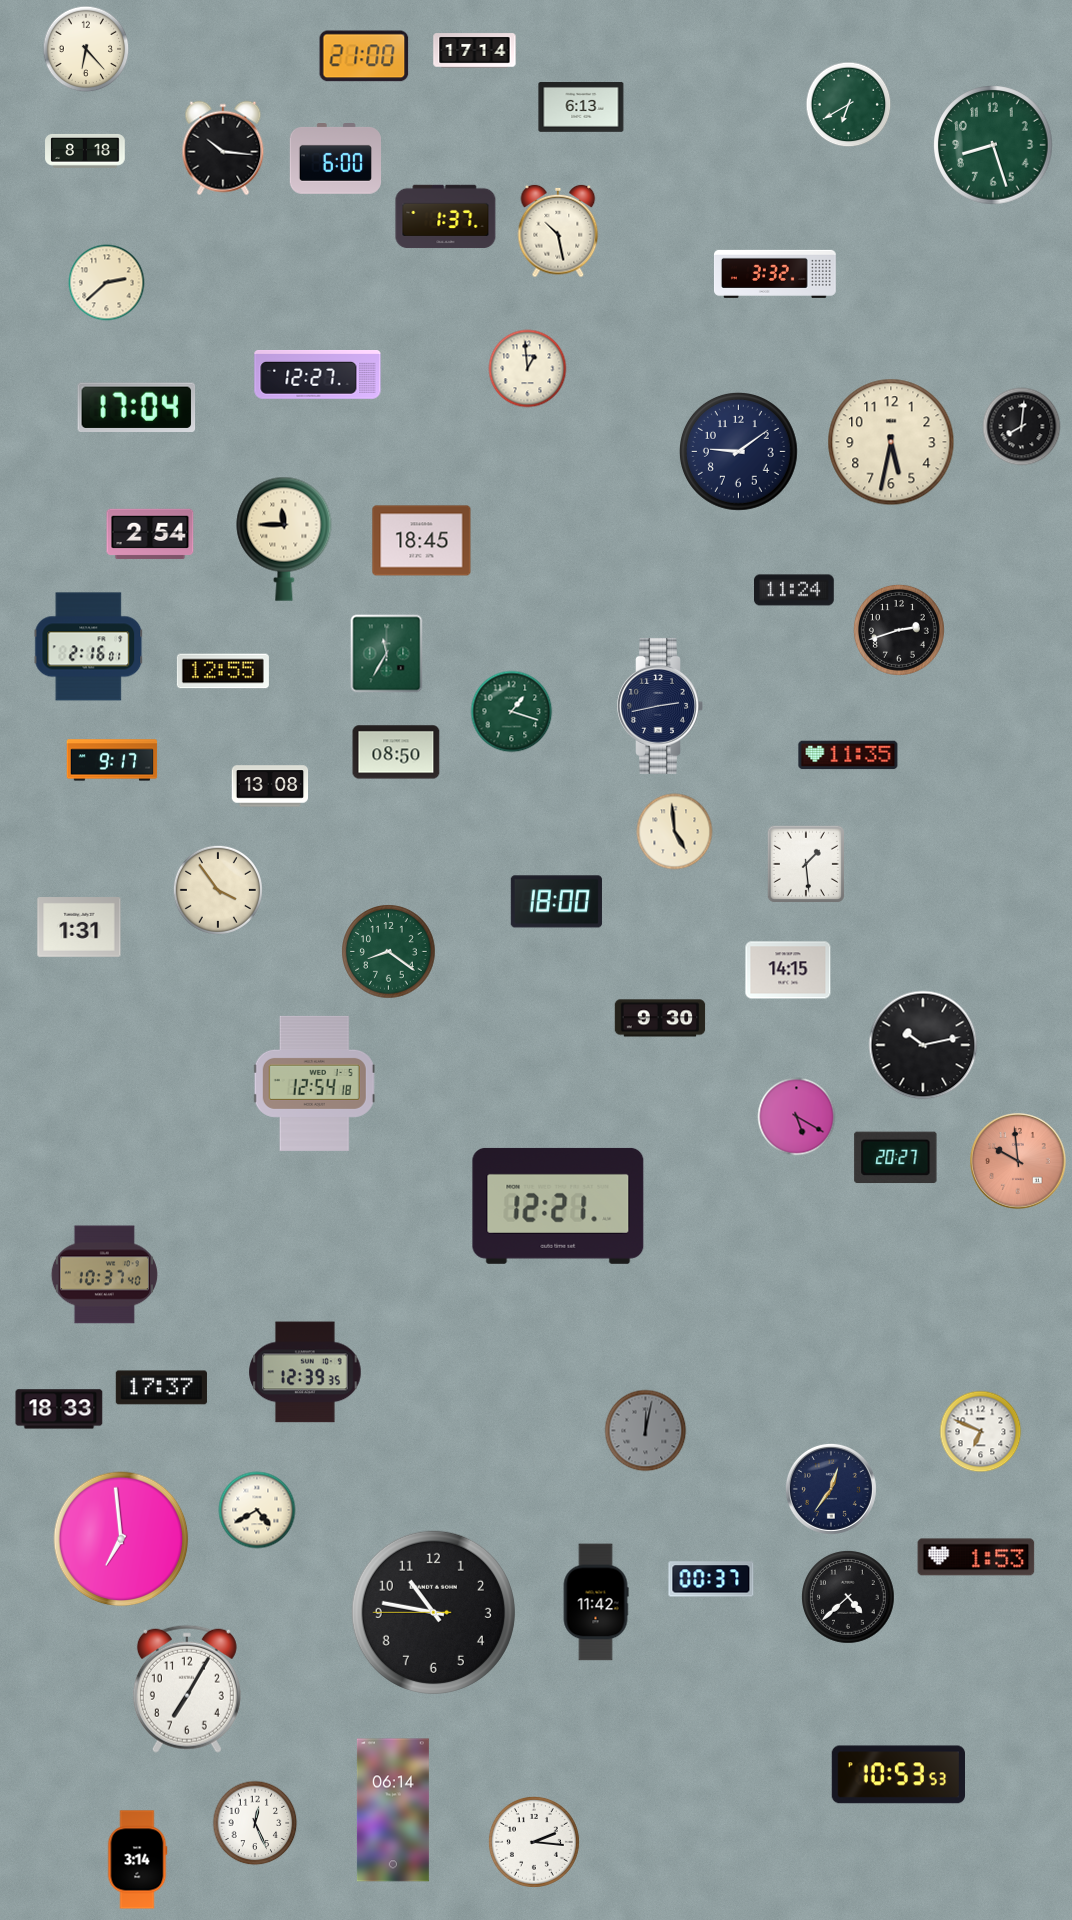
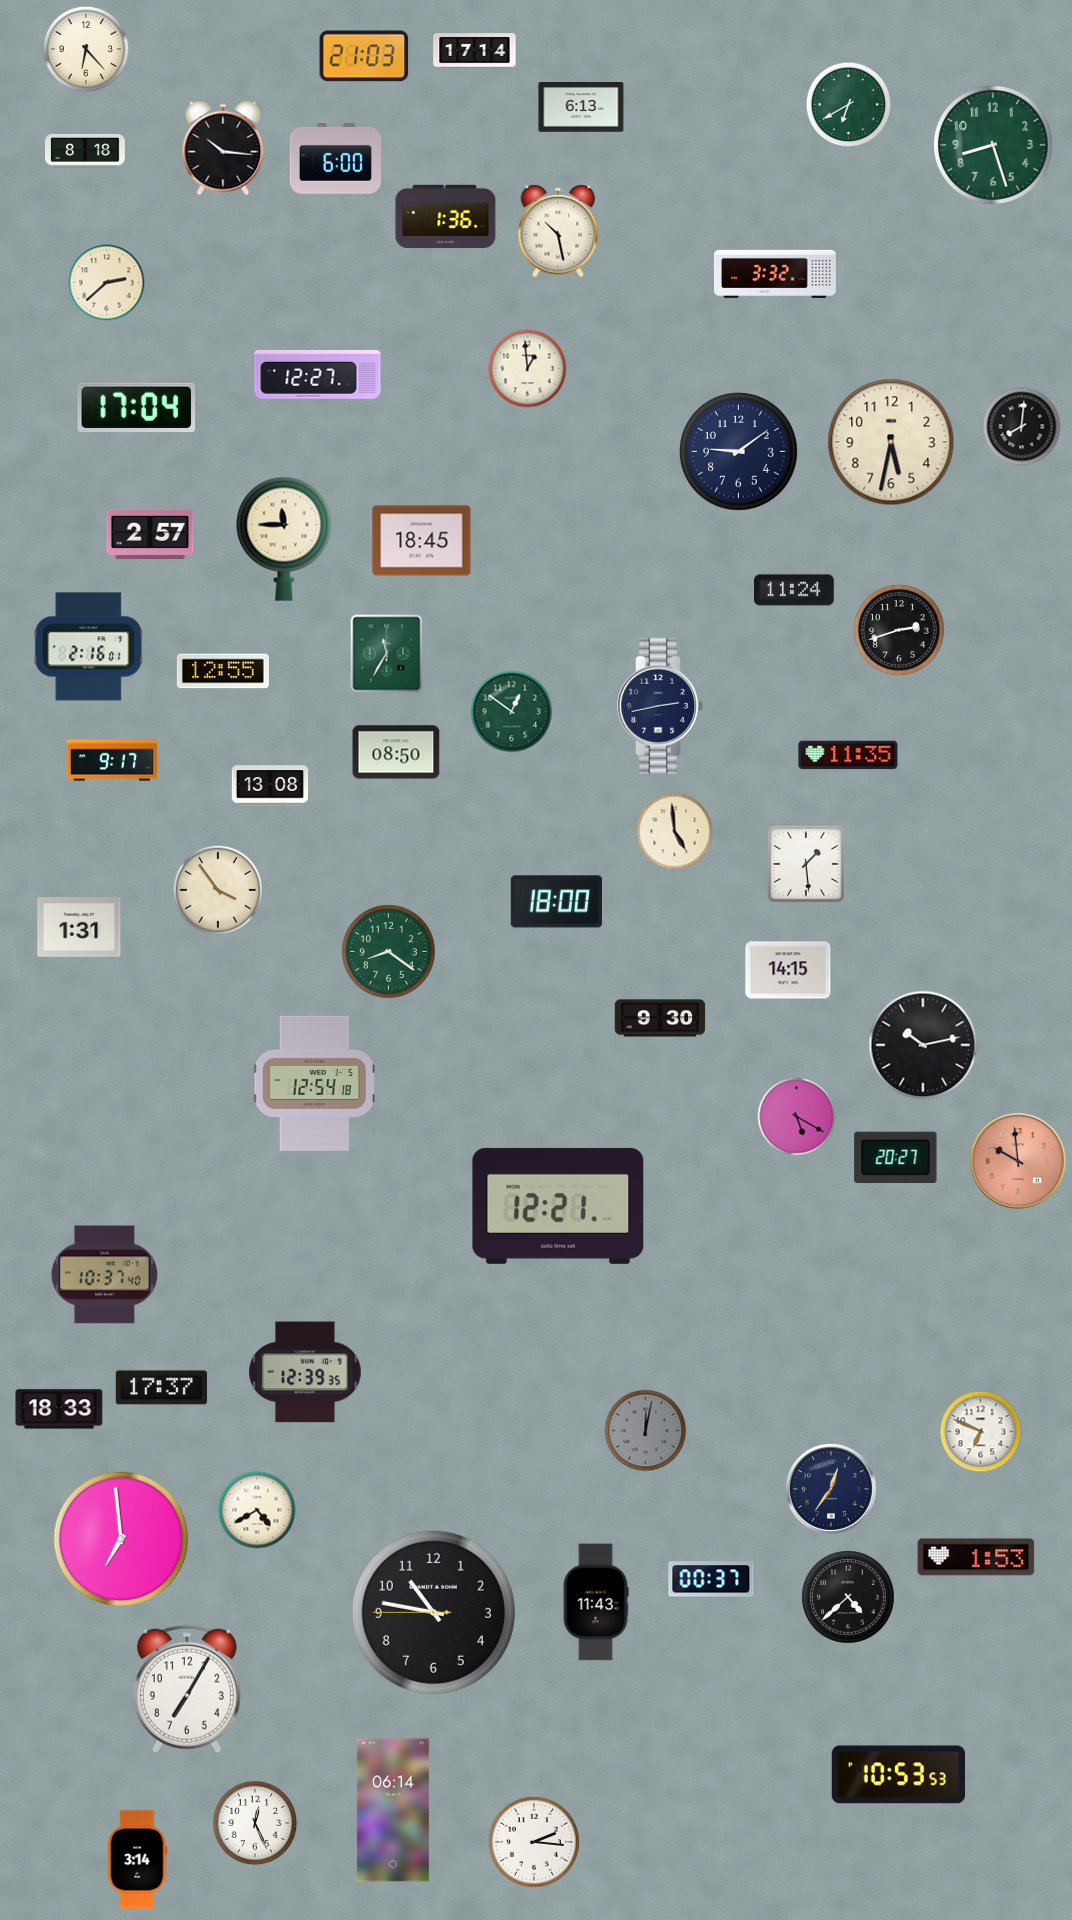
clock at (364, 56): 21:00 -> 21:03
clock at (446, 217): 1:37 -> 1:36
clock at (150, 534): 2:54 -> 2:57
clock at (512, 712): 1:18 -> 12:51
clock at (596, 1602): 11:42 -> 11:43
